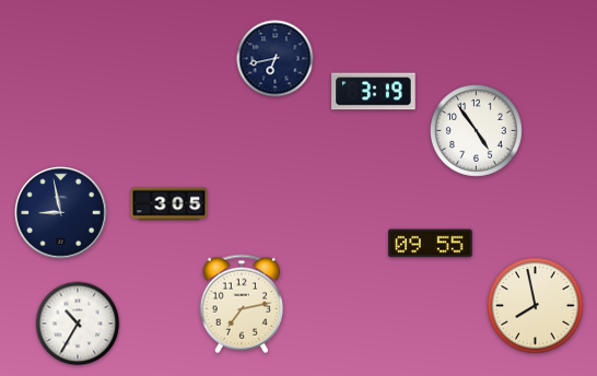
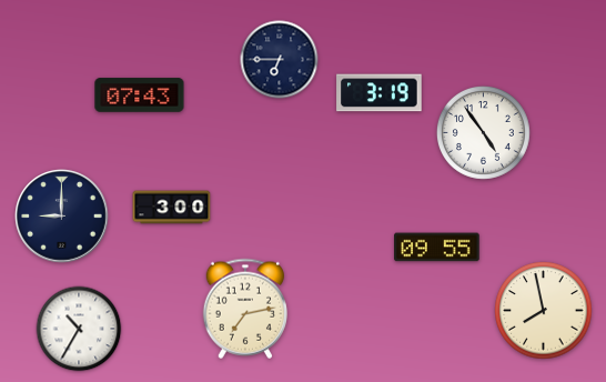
clock at (276, 59): 6:43 -> 6:45
clock at (140, 95): none -> 07:43
clock at (169, 204): 3:05 -> 3:00
clock at (61, 213): 8:58 -> 9:00
